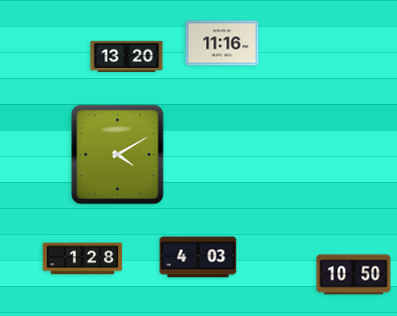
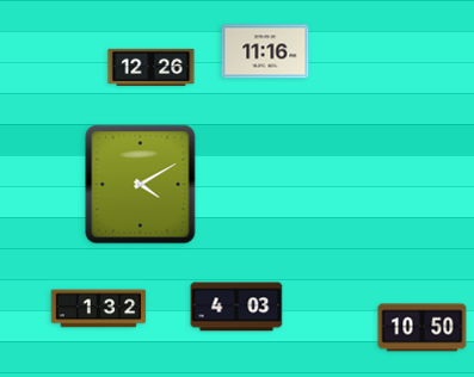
clock at (127, 56): 13:20 -> 12:26
clock at (83, 259): 1:28 -> 1:32
